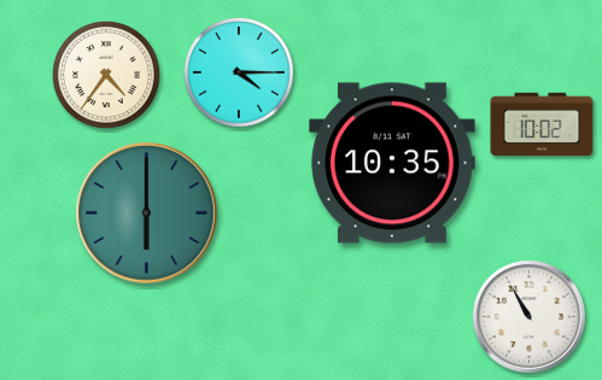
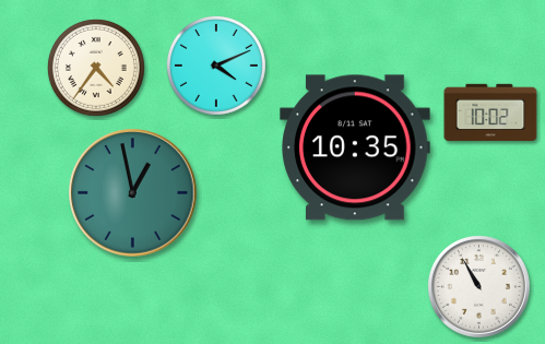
clock at (239, 72): 4:15 -> 4:11
clock at (147, 214): 6:00 -> 12:58
